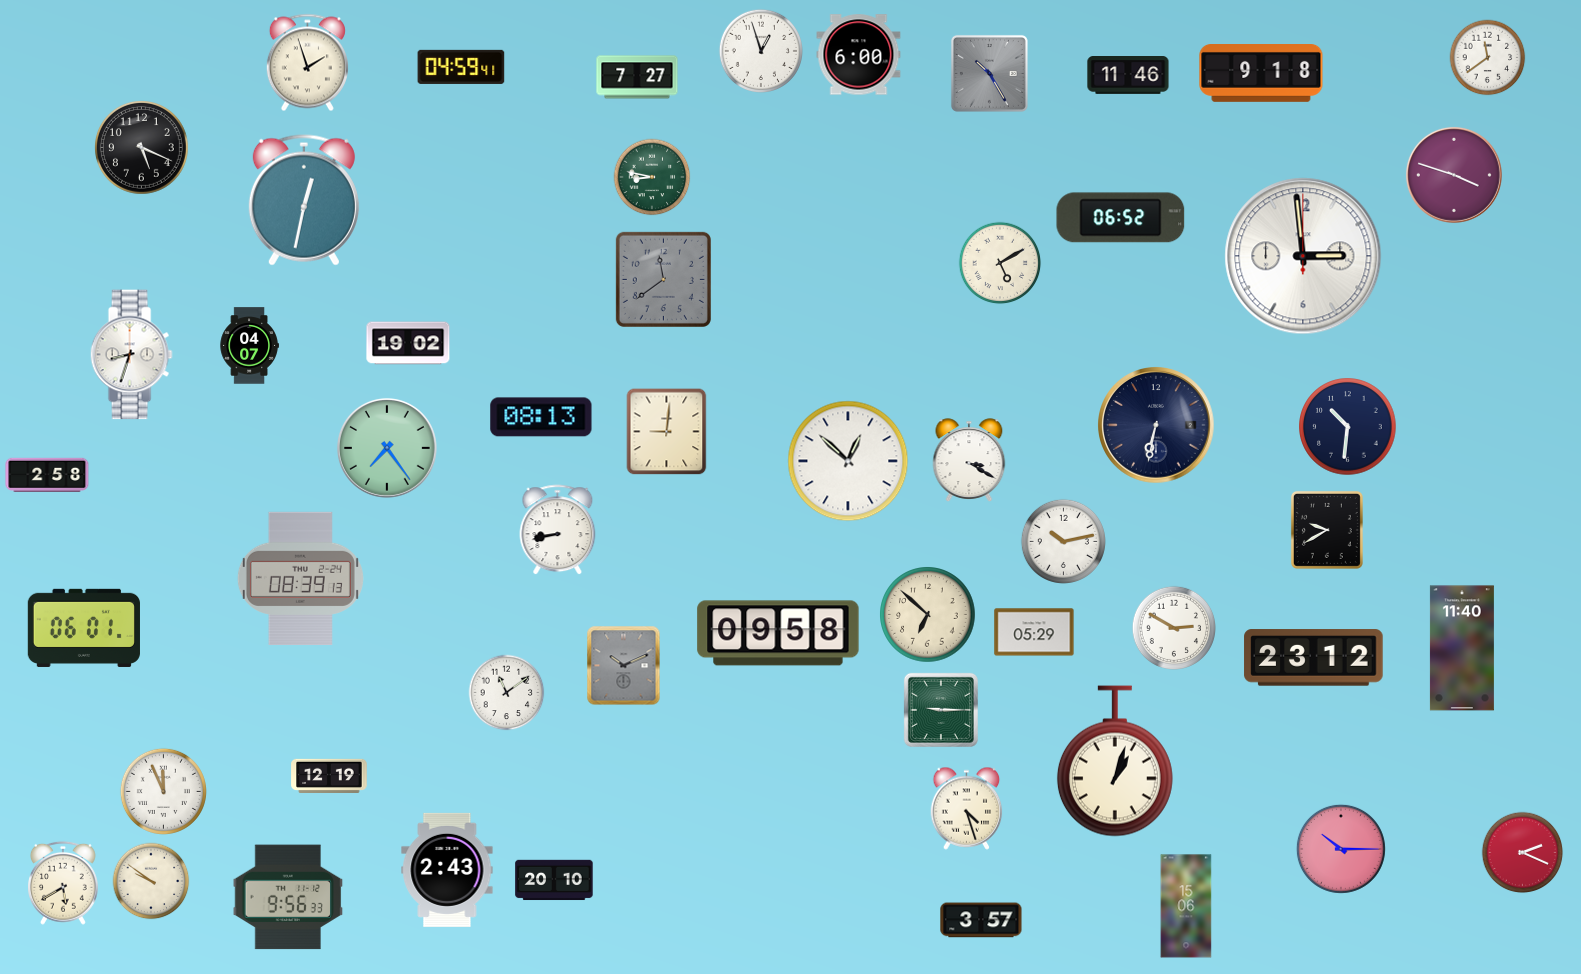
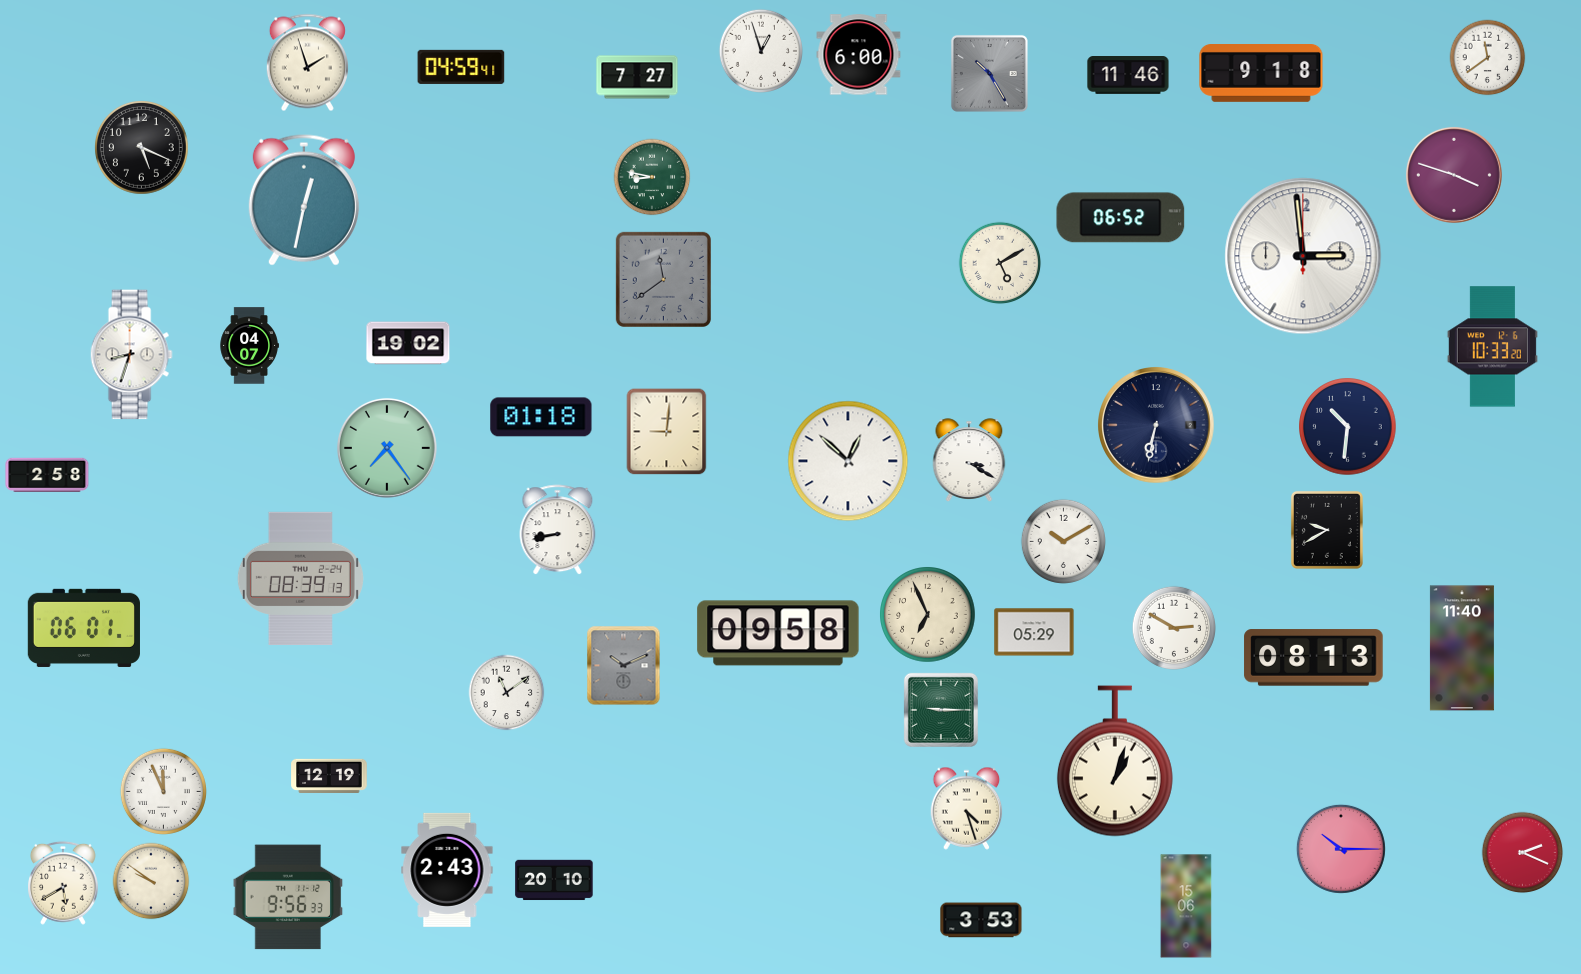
clock at (1492, 347): none -> 10:33
clock at (541, 417): 08:13 -> 01:18
clock at (1063, 541): 10:13 -> 10:10
clock at (928, 615): 6:52 -> 6:56
clock at (1314, 658): 23:12 -> 08:13
clock at (981, 920): 3:57 -> 3:53
